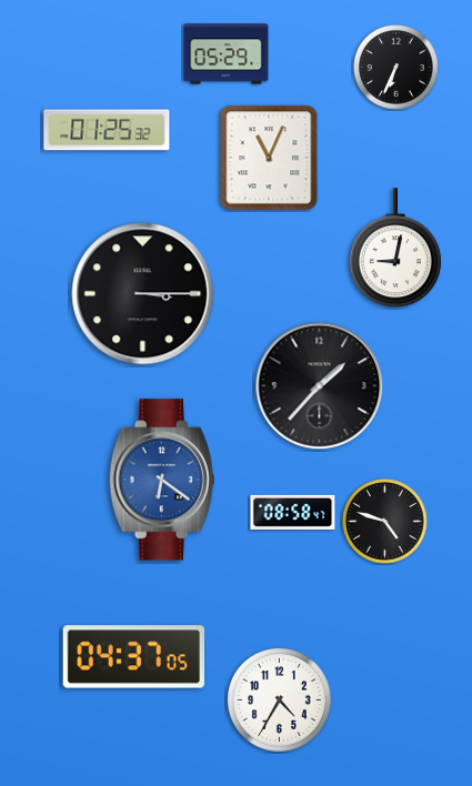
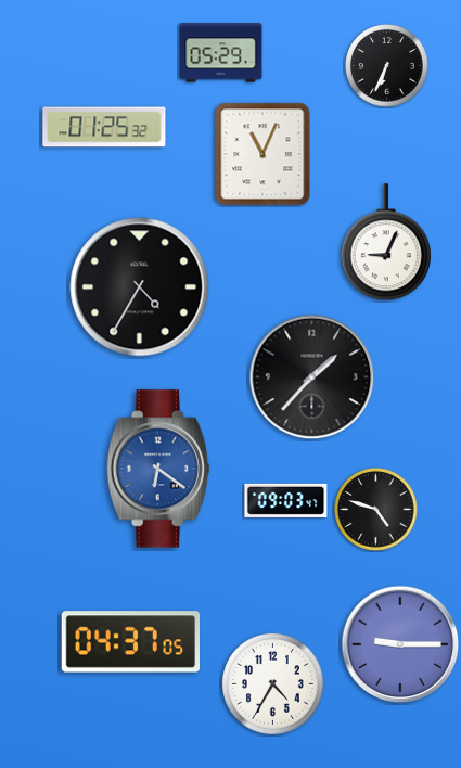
clock at (395, 249): 9:02 -> 9:04
clock at (143, 294): 3:15 -> 4:35
clock at (293, 512): 08:58 -> 09:03
clock at (400, 644): none -> 9:15
